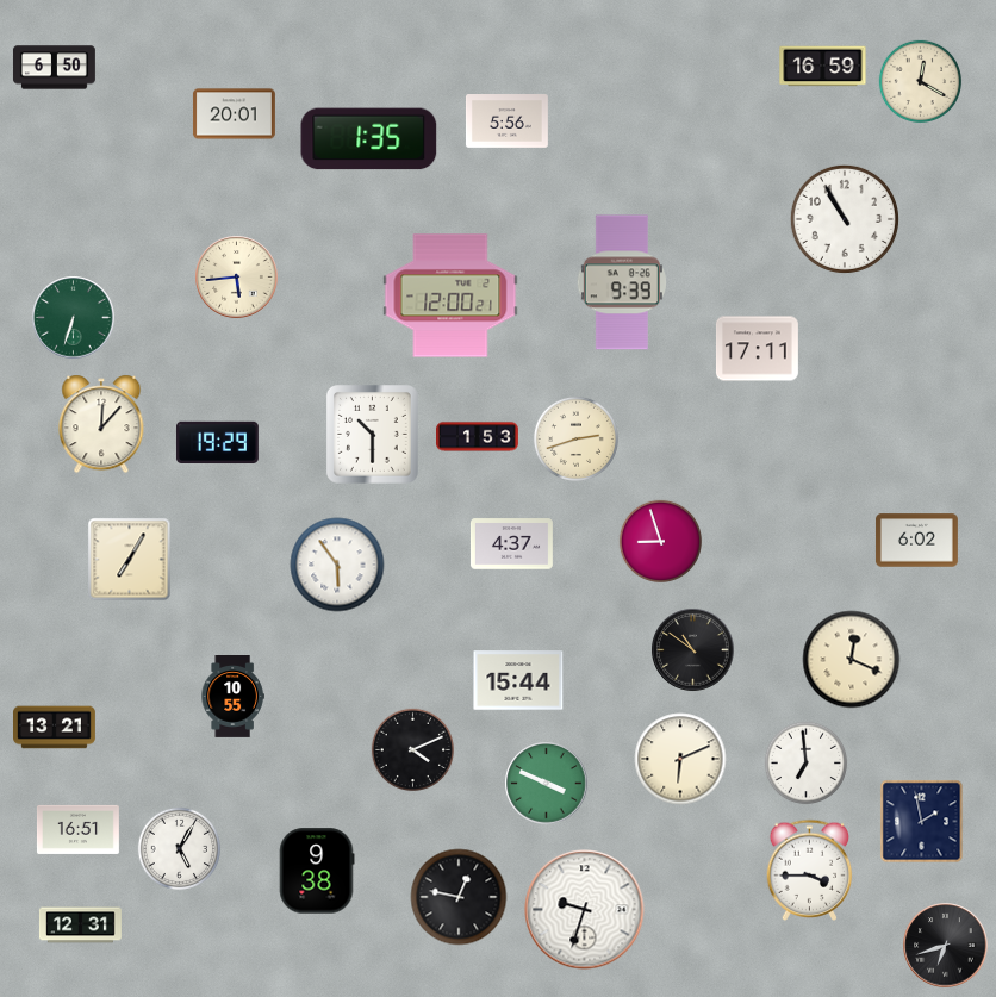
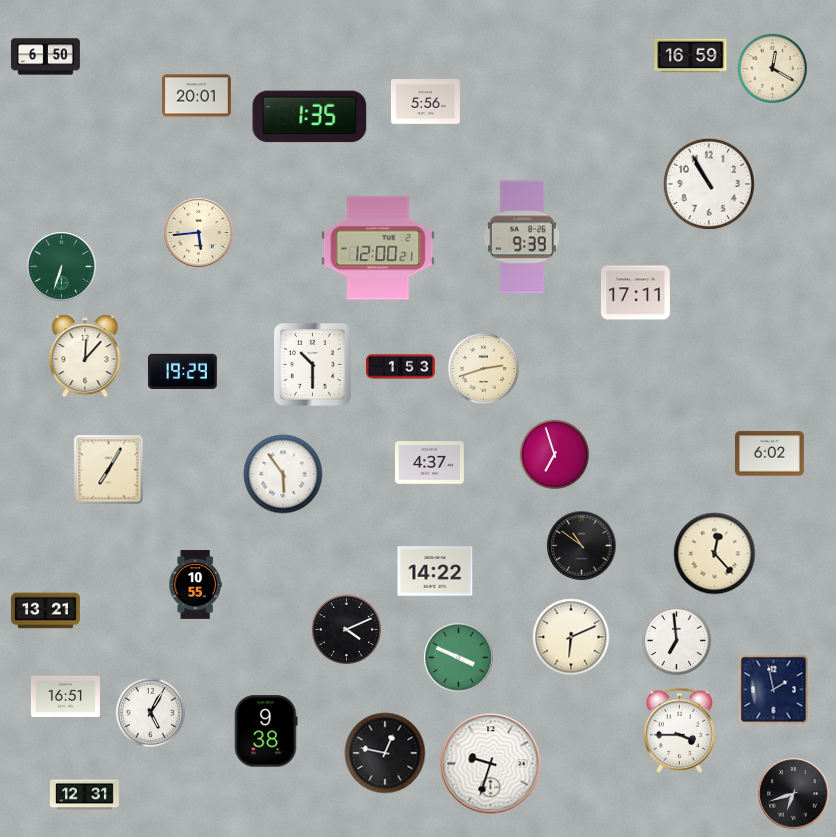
clock at (661, 542): 8:57 -> 6:57
clock at (511, 544) position: (511, 544) -> (429, 463)
clock at (852, 660): 12:19 -> 12:23
clock at (518, 680): 15:44 -> 14:22
clock at (80, 926) position: (80, 926) -> (84, 795)
